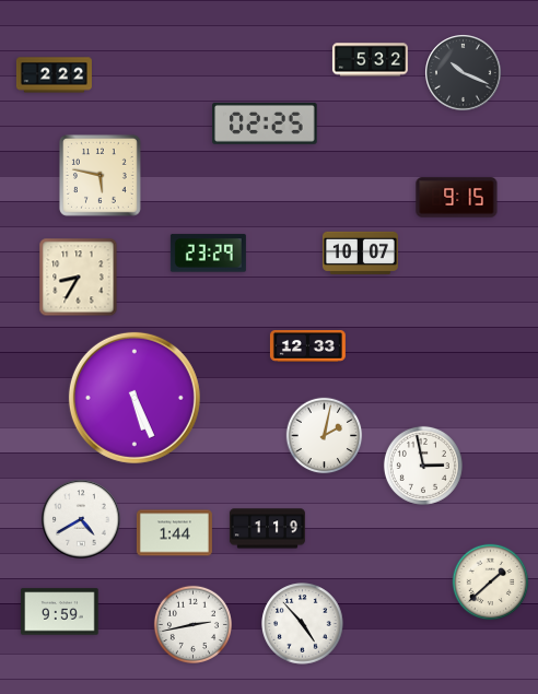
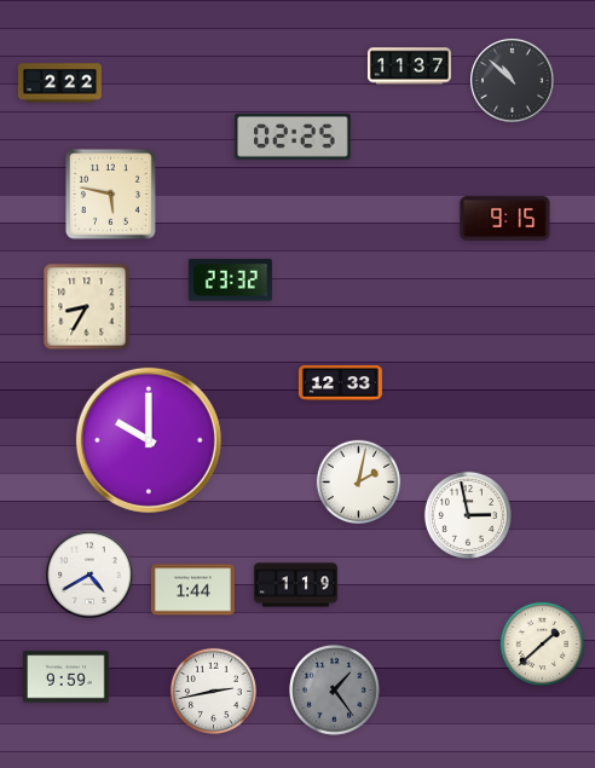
clock at (370, 60): 5:32 -> 11:37
clock at (464, 73): 10:19 -> 10:52
clock at (360, 252): 10:07 -> none
clock at (208, 254): 23:29 -> 23:32
clock at (134, 398): 5:26 -> 10:00
clock at (303, 624): 4:53 -> 1:24
clock at (303, 624) dial: white -> grey
